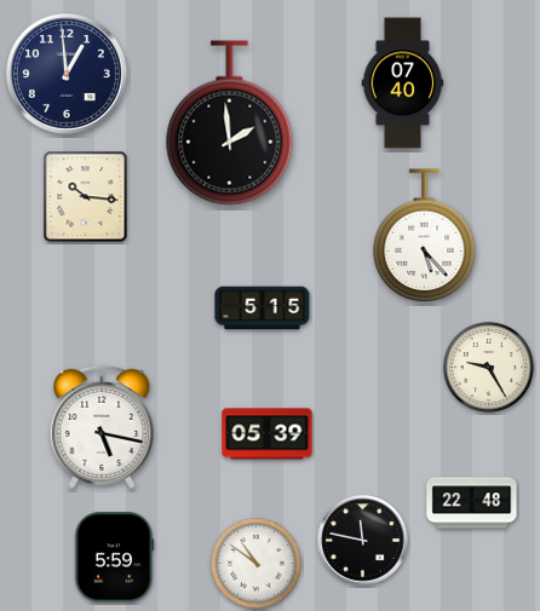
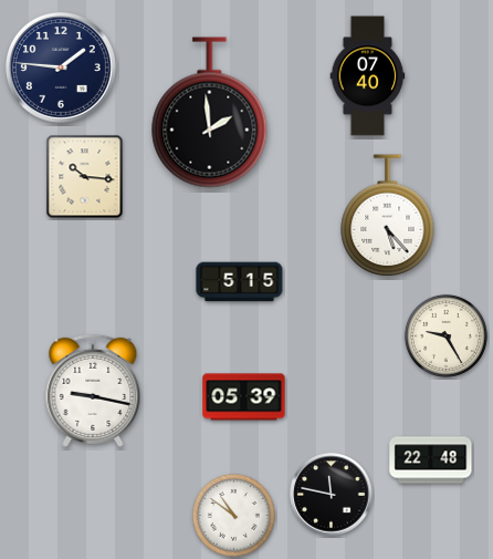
clock at (67, 74): 12:59 -> 1:46
clock at (86, 197) position: (86, 197) -> (85, 177)
clock at (102, 427): 5:17 -> 9:17
clock at (114, 558): 5:59 -> none
